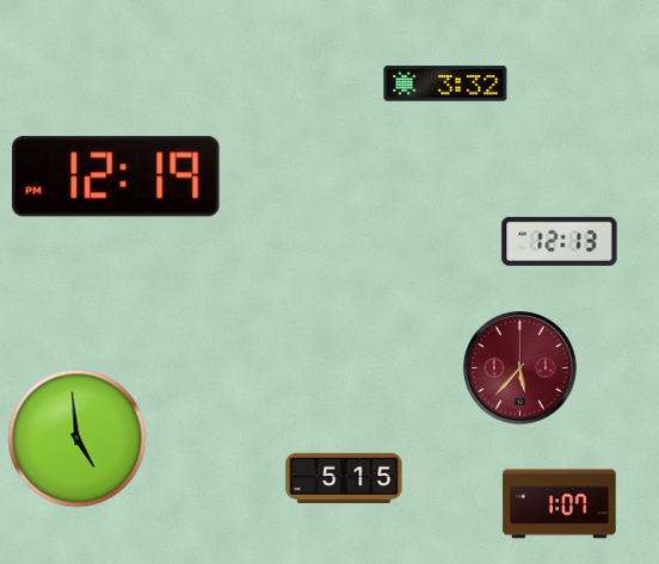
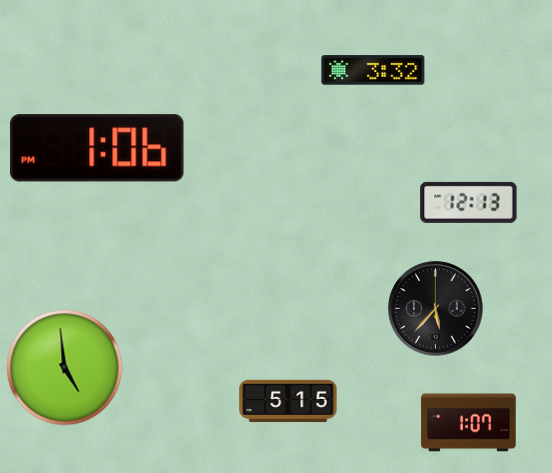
clock at (116, 176): 12:19 -> 1:06
clock at (521, 368) dial: burgundy -> black
